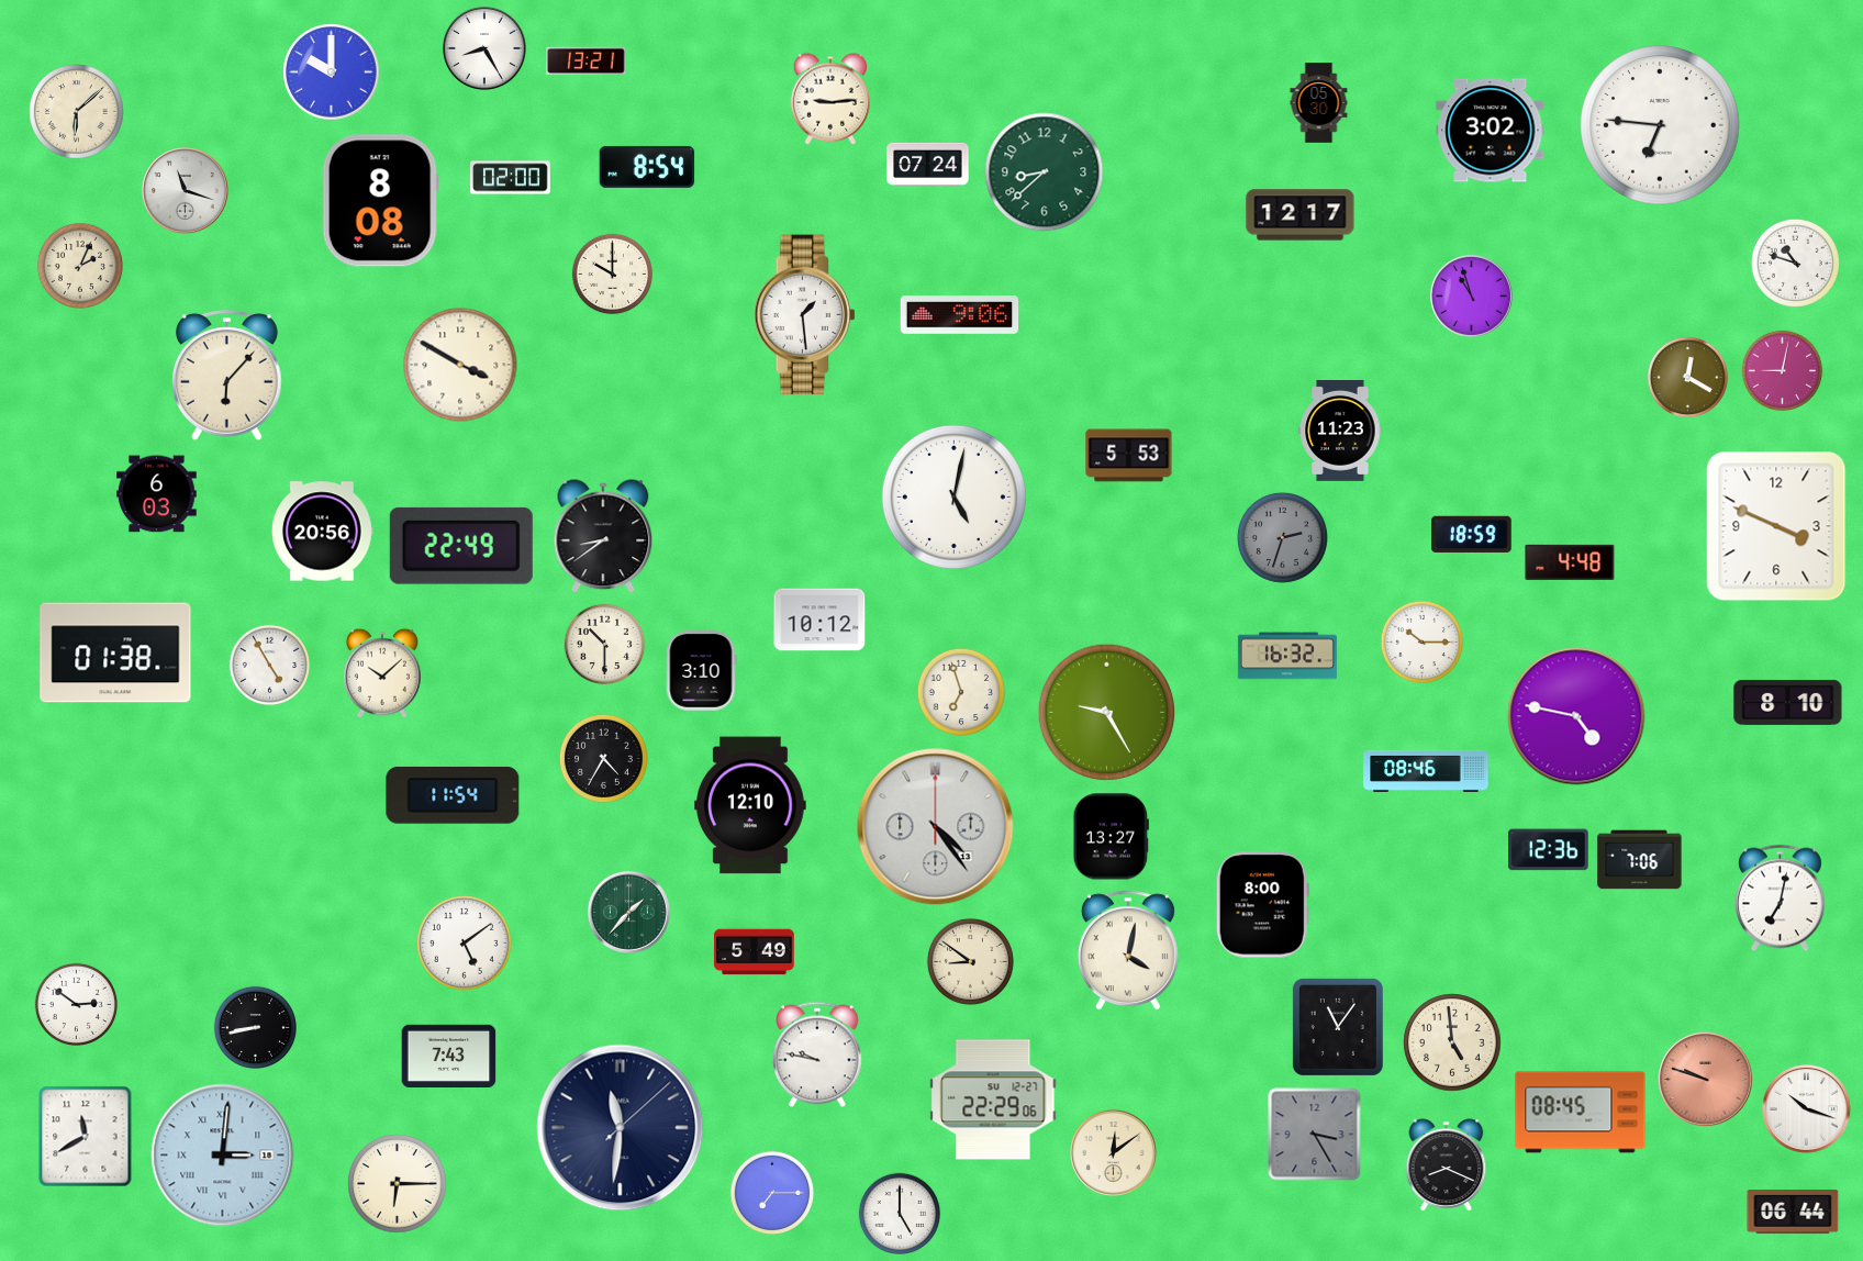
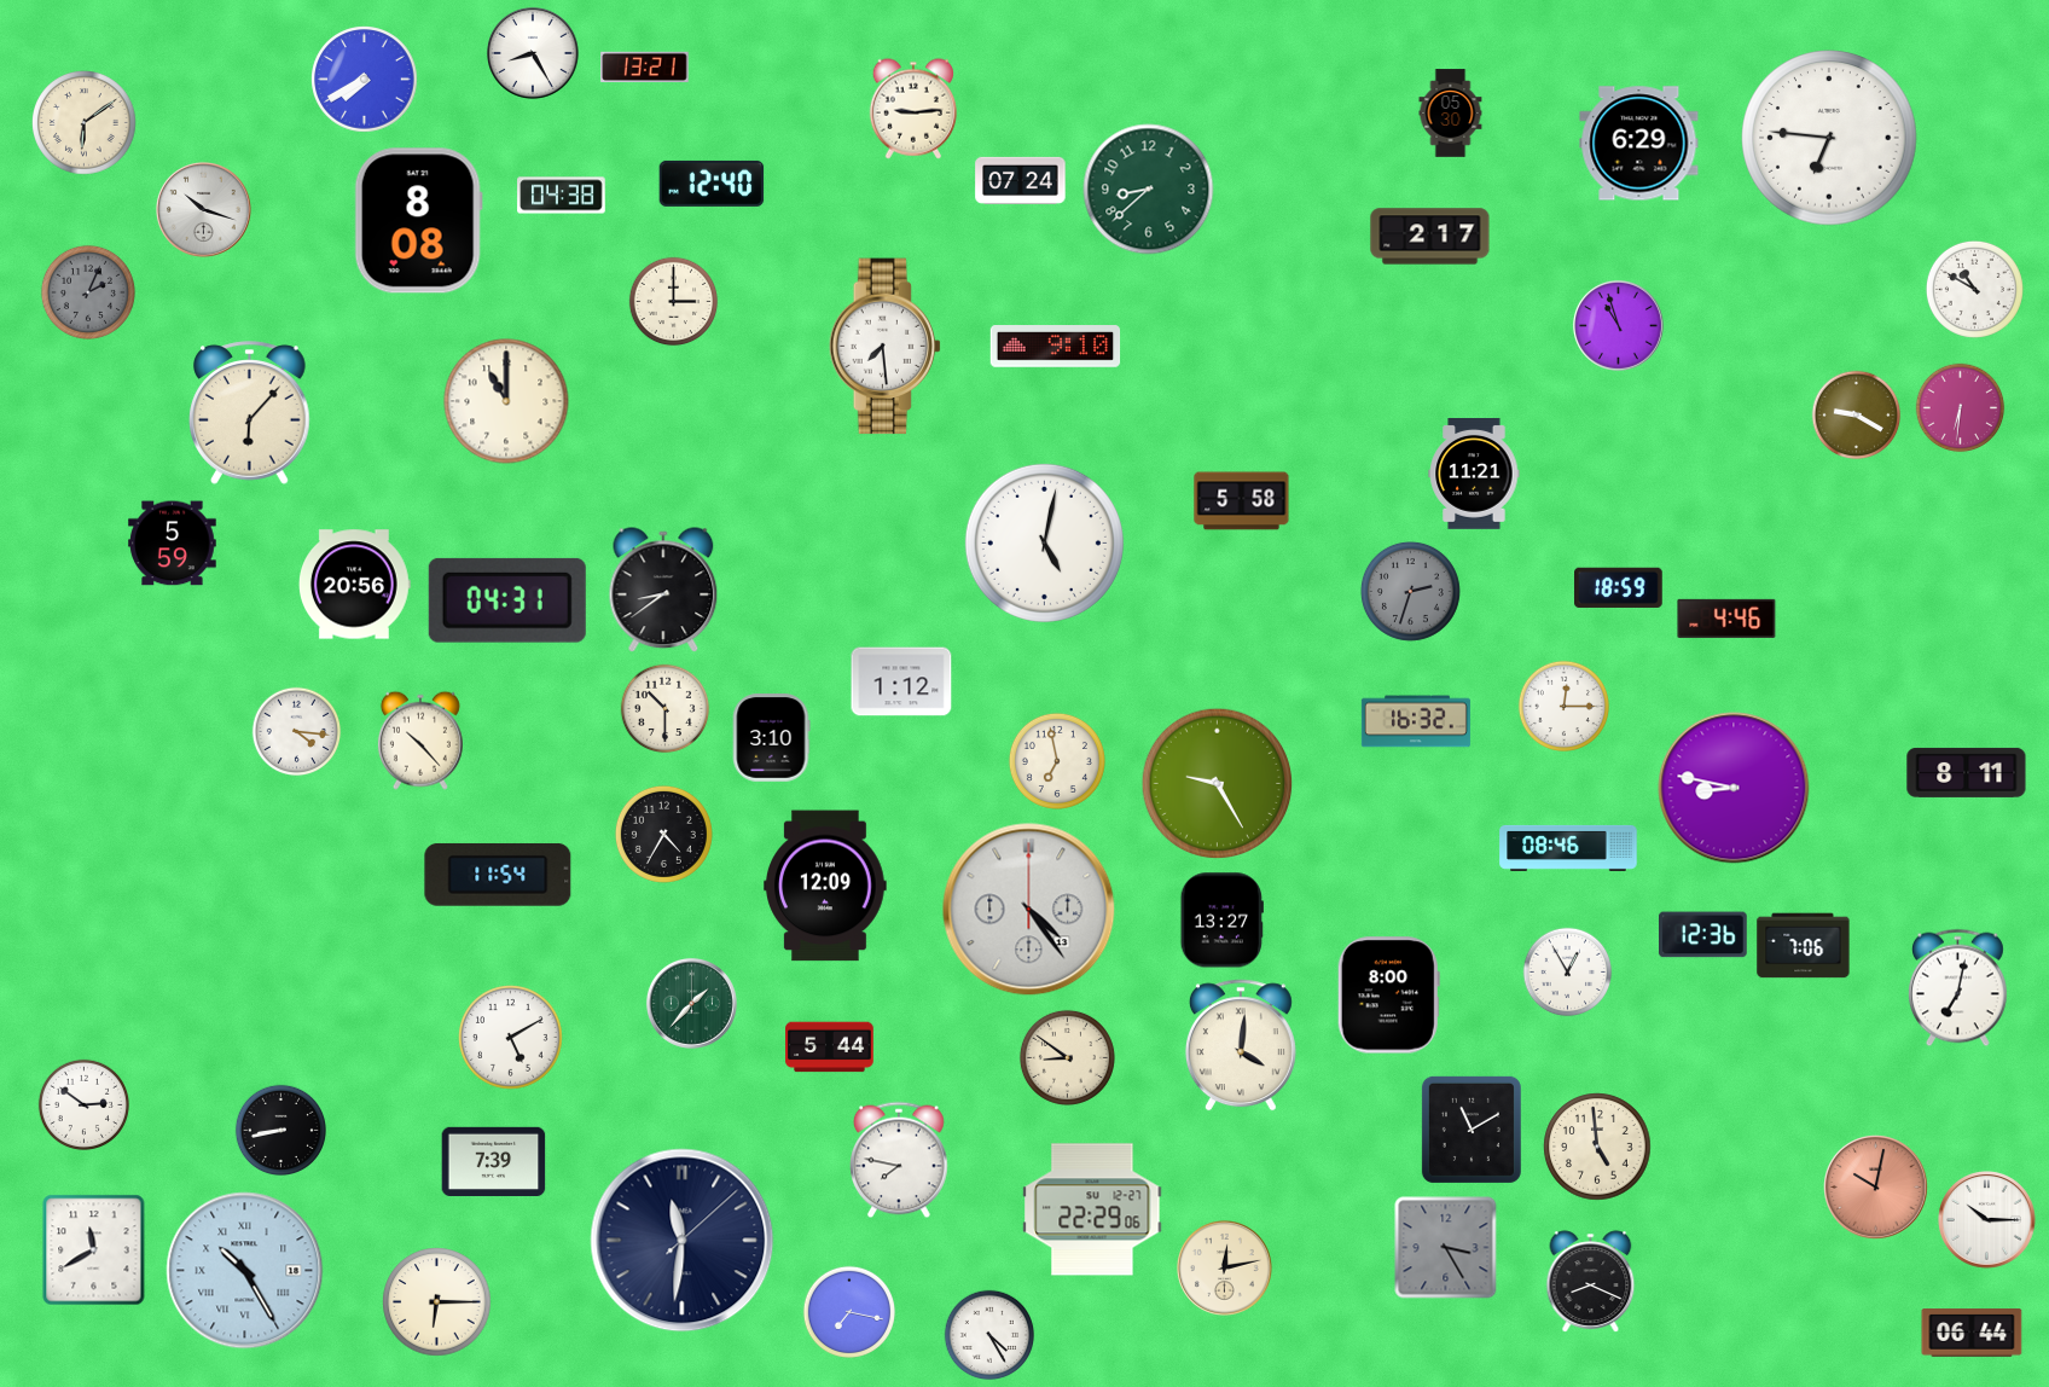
clock at (332, 72): 10:00 -> 7:40
clock at (77, 112): 6:08 -> 6:09
clock at (1660, 125) position: (1660, 125) -> (1829, 138)
clock at (1491, 131): 3:02 -> 6:29
clock at (647, 167): 8:54 -> 12:40
clock at (511, 178): 02:00 -> 04:38
clock at (186, 191): 11:18 -> 10:18
clock at (1301, 215): 12:17 -> 2:17
clock at (1795, 263): 10:48 -> 10:50
clock at (80, 266) dial: cream -> grey
clock at (613, 275): 10:00 -> 3:00
clock at (805, 315): 1:29 -> 7:29
clock at (960, 315): 9:06 -> 9:10
clock at (460, 365): 3:50 -> 11:00
clock at (1783, 371): 9:02 -> 6:31
clock at (1688, 378): 12:20 -> 9:20
clock at (1340, 432): 11:23 -> 11:21
clock at (1129, 456): 5:53 -> 5:58
clock at (157, 494): 6:03 -> 5:59
clock at (953, 496) position: (953, 496) -> (1044, 542)
clock at (1776, 526): 3:49 -> none
clock at (461, 546): 22:49 -> 04:31
clock at (1570, 562): 4:48 -> 4:46
clock at (819, 620): 10:12 -> 1:12
clock at (1423, 643): 10:15 -> 12:15
clock at (115, 652): 01:38 -> none
clock at (270, 666): 4:55 -> 4:16
clock at (382, 673): 10:08 -> 10:23
clock at (961, 692): 6:57 -> 6:58
clock at (1788, 702): 8:10 -> 8:11
clock at (1576, 716): 4:47 -> 8:47
clock at (750, 805): 12:10 -> 12:09
clock at (1568, 973): none -> 12:55
clock at (465, 944): 5:09 -> 5:10
clock at (1128, 950): 4:02 -> 4:01
clock at (755, 952): 5:49 -> 5:44
clock at (1338, 1027): 11:06 -> 11:10
clock at (817, 1054): 9:47 -> 7:47
clock at (449, 1056): 7:43 -> 7:39
clock at (1706, 1080): 9:48 -> 10:02
clock at (1807, 1109): 10:18 -> 10:15
clock at (1581, 1113): 08:45 -> none
clock at (1114, 1153): 12:09 -> 12:13
clock at (223, 1156): 3:01 -> 10:25
clock at (771, 1192): 7:15 -> 7:17
clock at (900, 1214): 5:00 -> 4:25
